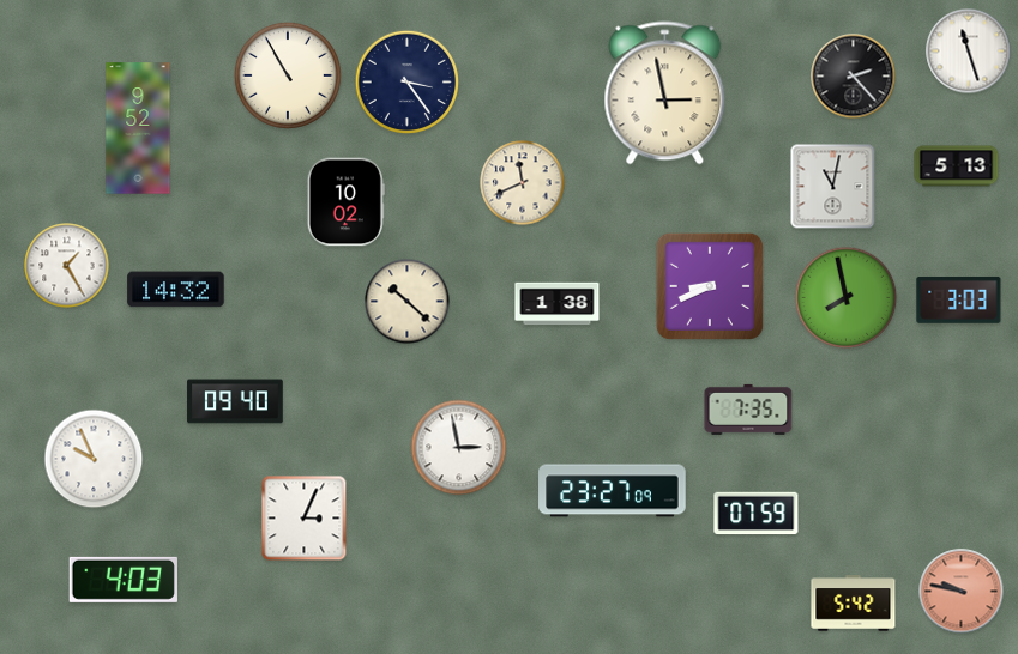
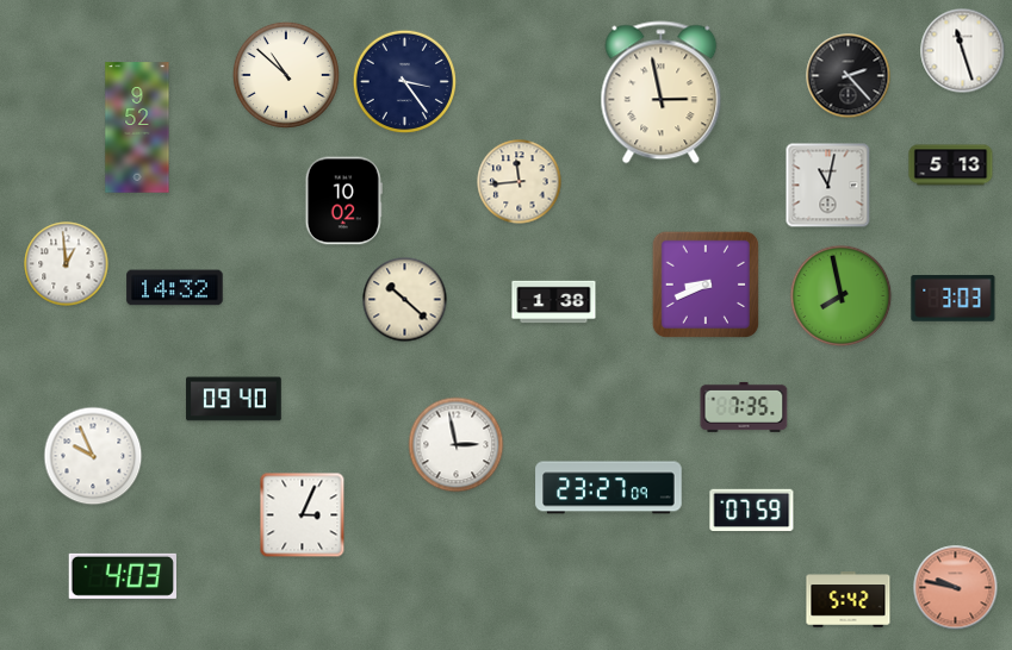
clock at (288, 75): 10:55 -> 10:52
clock at (523, 183): 11:41 -> 11:44
clock at (67, 266): 1:25 -> 12:59
